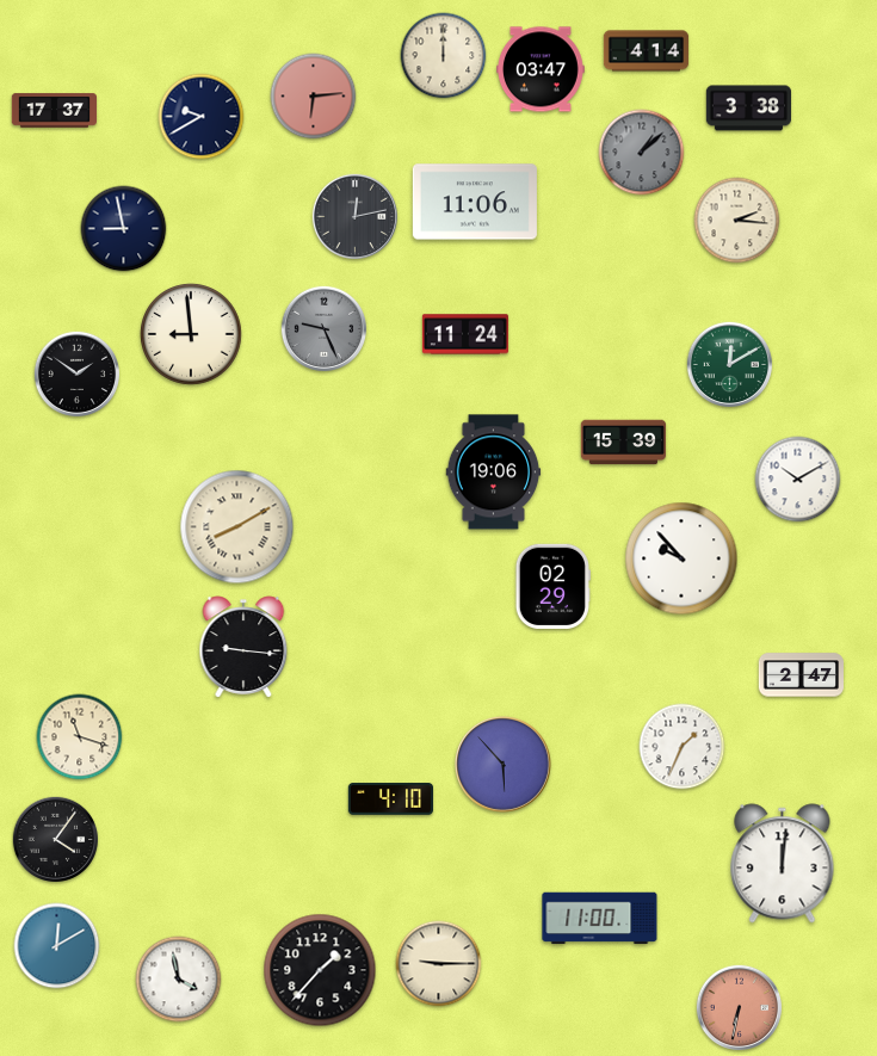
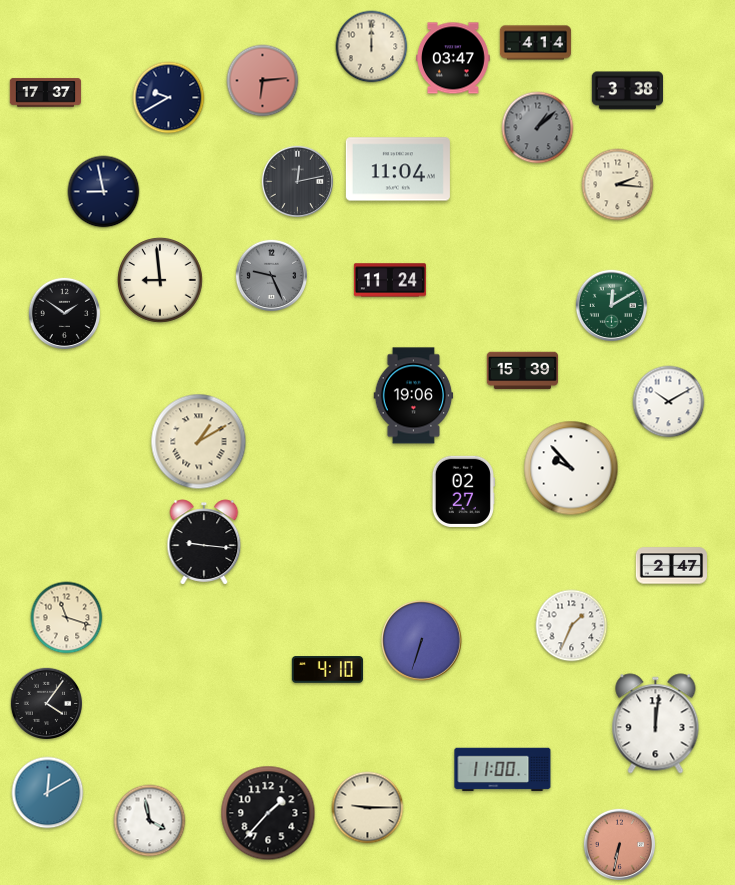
clock at (647, 51) position: (647, 51) -> (536, 43)
clock at (475, 202): 11:06 -> 11:04
clock at (237, 527): 8:10 -> 1:10
clock at (552, 586): 02:29 -> 02:27
clock at (504, 765): 5:53 -> 6:33
